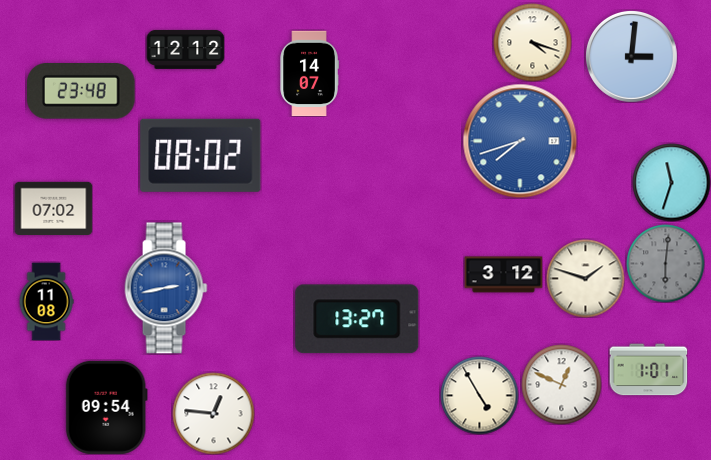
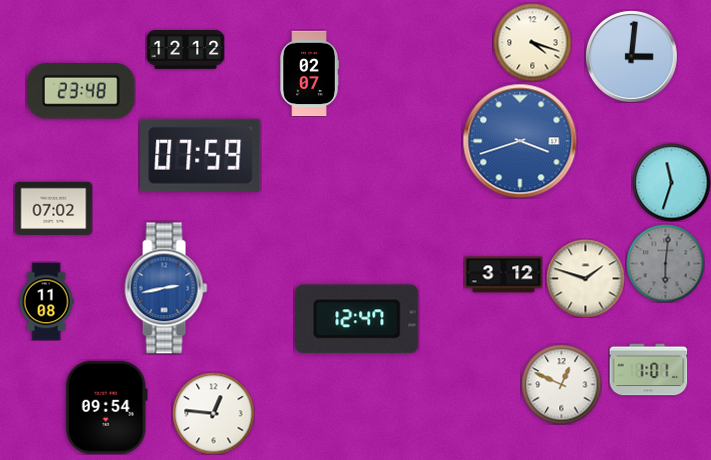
clock at (309, 73): 14:07 -> 02:07
clock at (520, 141): 7:42 -> 3:42
clock at (201, 155): 08:02 -> 07:59
clock at (357, 319): 13:27 -> 12:47
clock at (479, 395): 4:55 -> none
